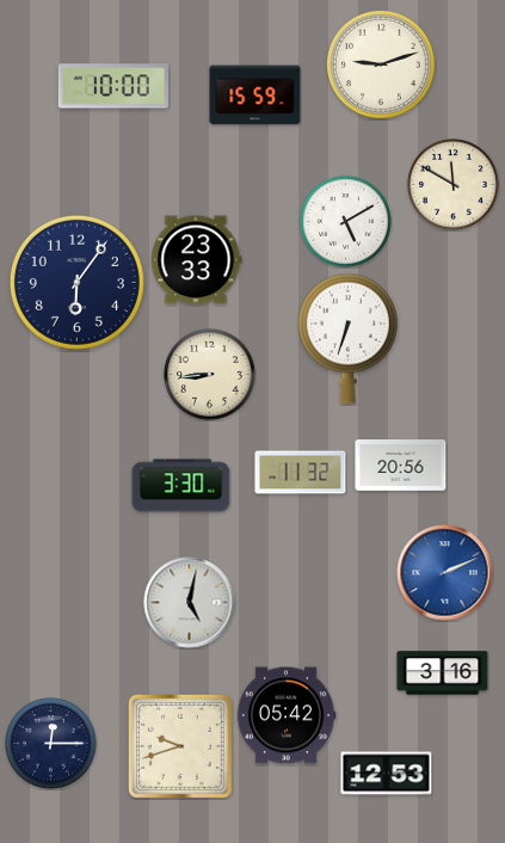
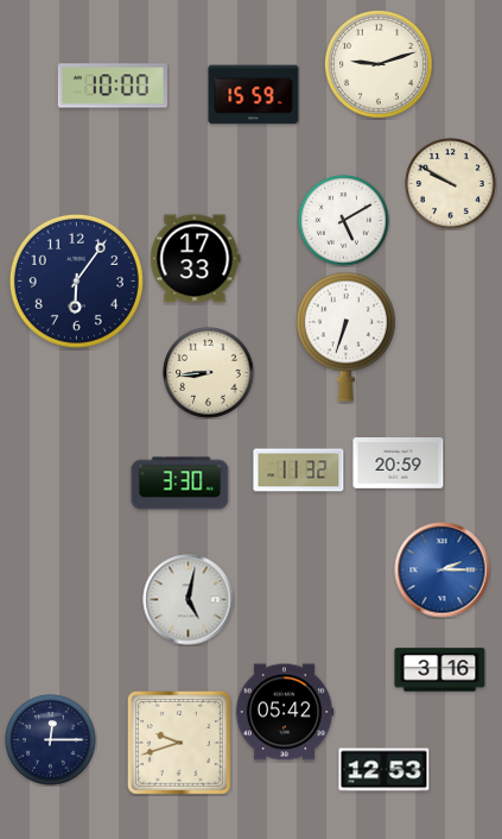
clock at (454, 185): 11:50 -> 9:50
clock at (197, 260): 23:33 -> 17:33
clock at (401, 466): 20:56 -> 20:59
clock at (445, 573): 2:11 -> 2:15
